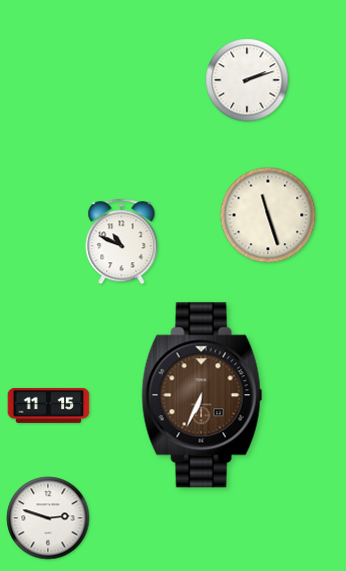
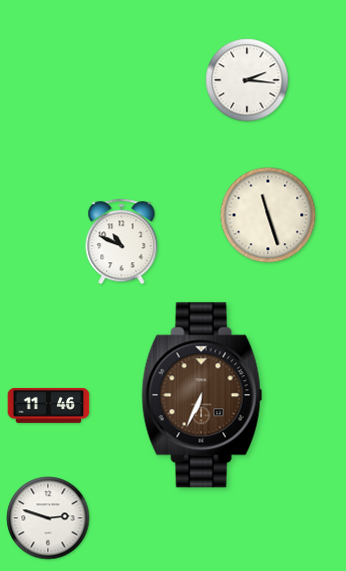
clock at (247, 80): 2:12 -> 2:16
clock at (49, 405): 11:15 -> 11:46
